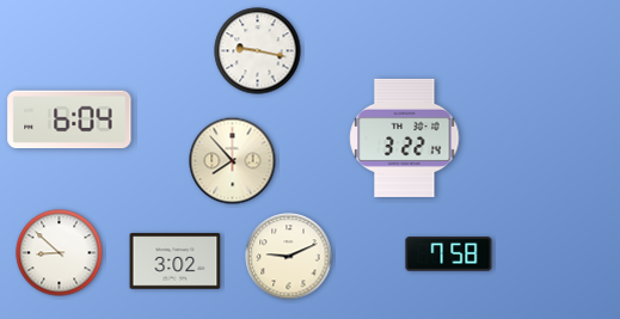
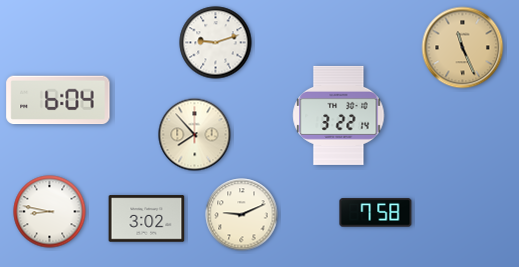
clock at (258, 51): 9:17 -> 9:12
clock at (463, 48): none -> 11:26
clock at (60, 253): 8:52 -> 8:47
